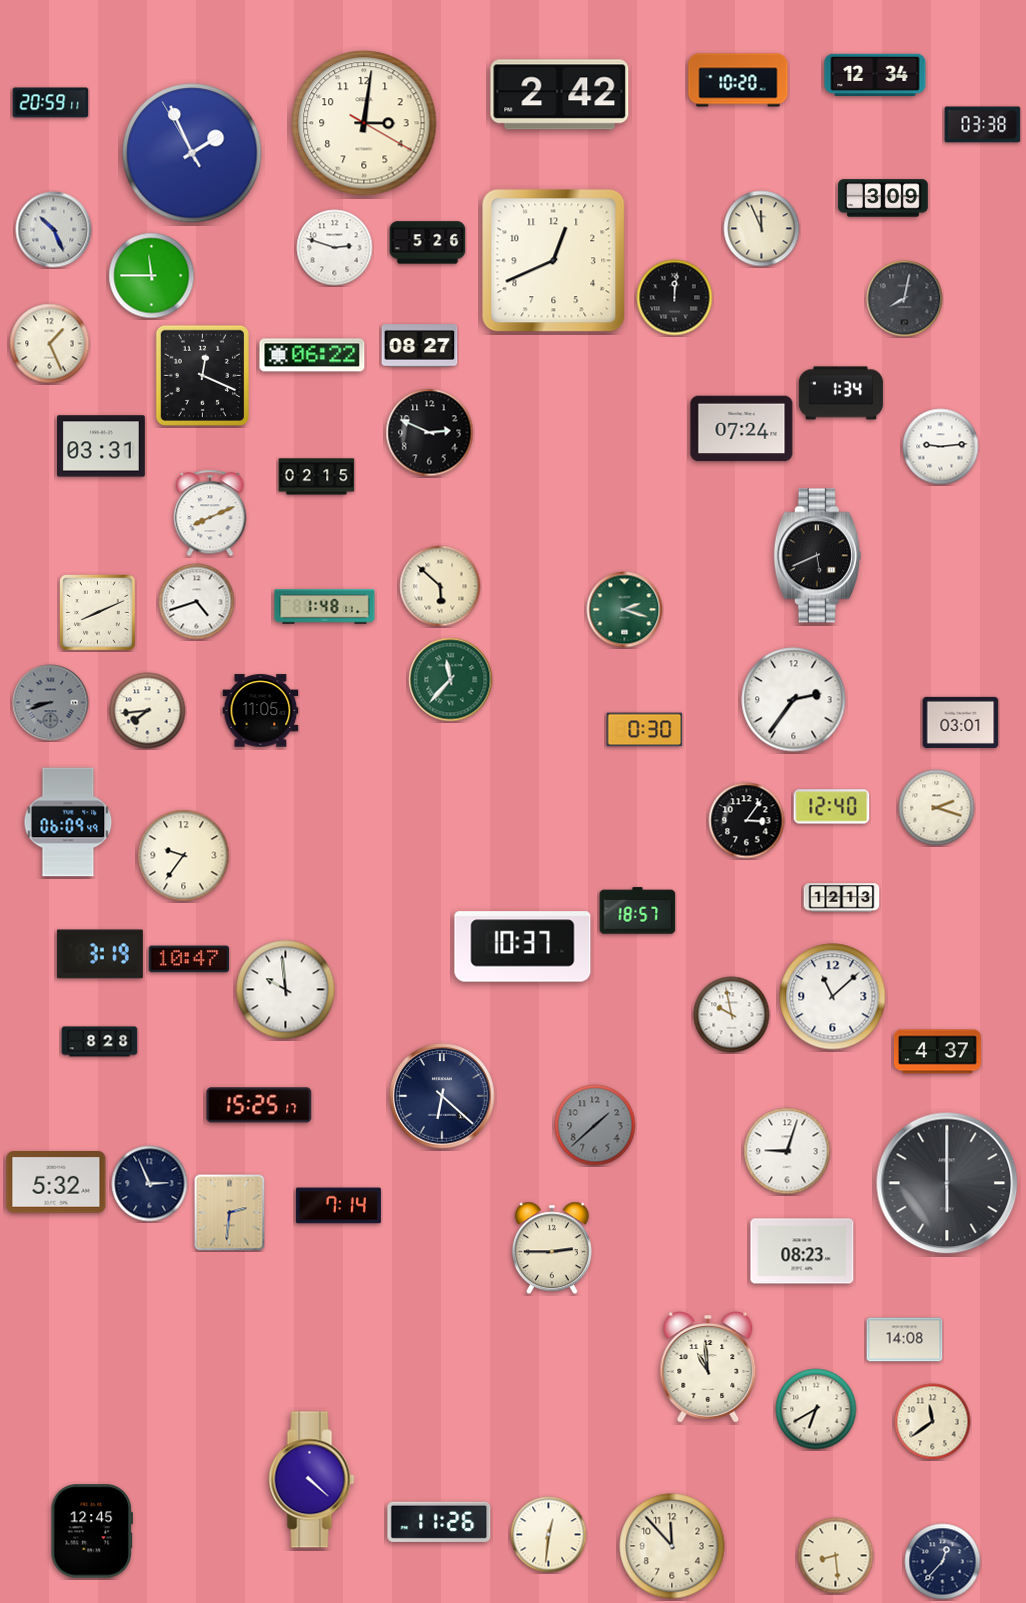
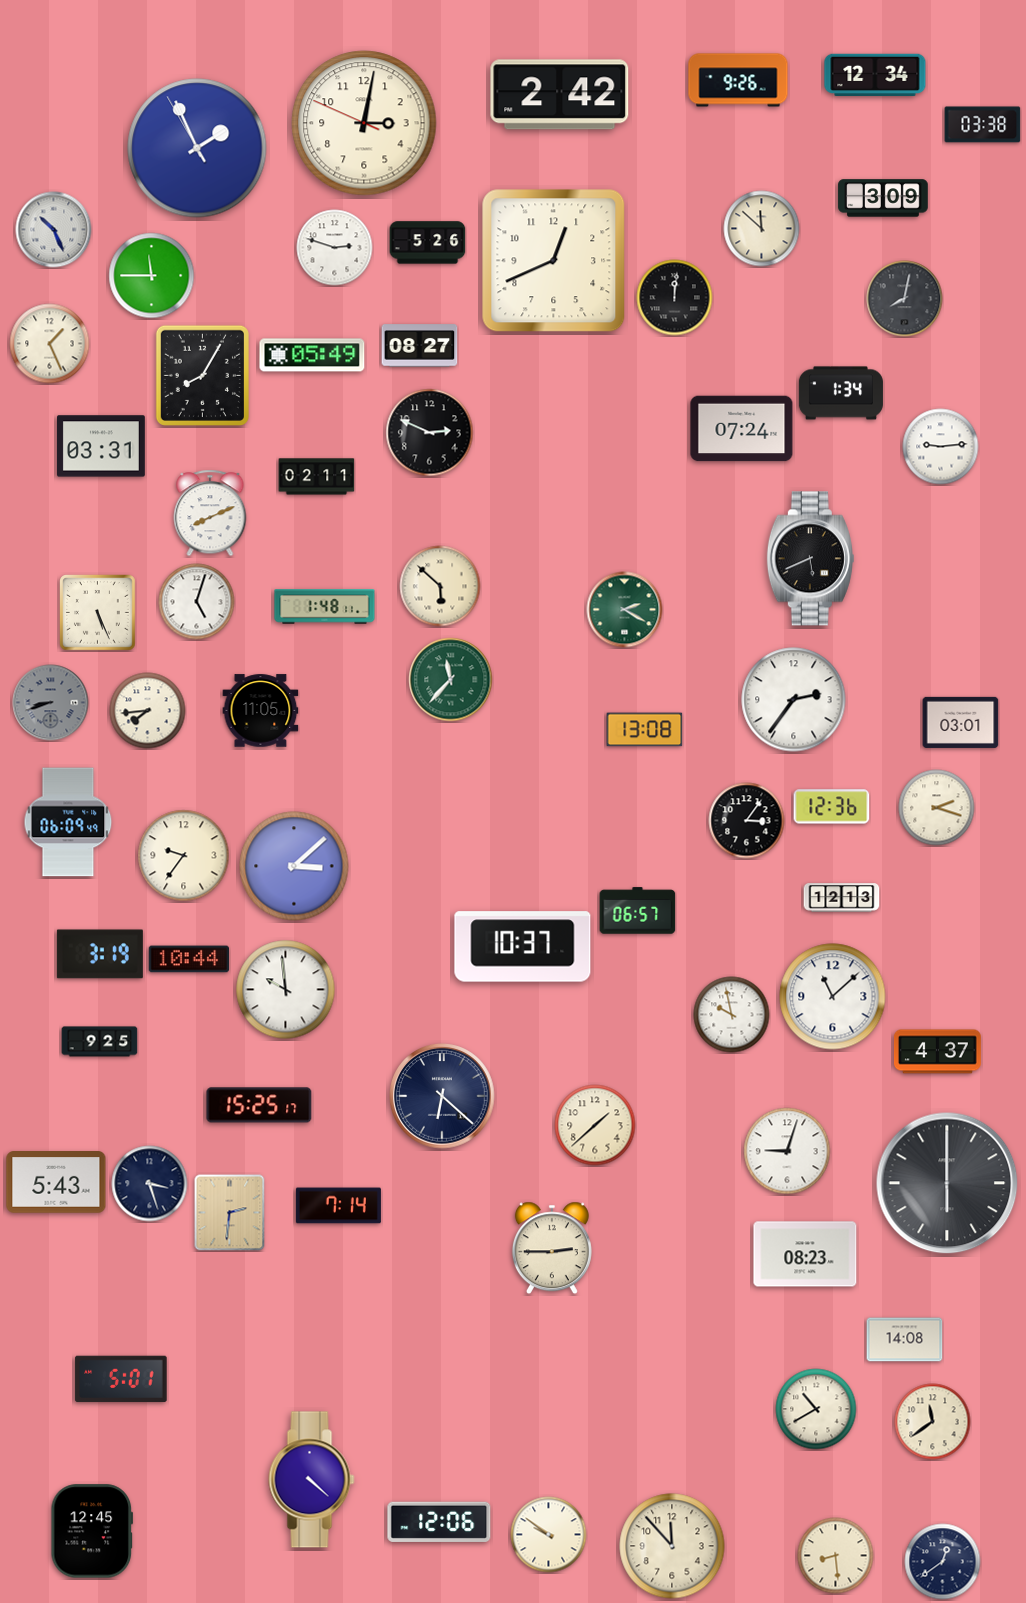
clock at (738, 80): 10:20 -> 9:26
clock at (51, 103): 20:59 -> none
clock at (364, 123): 3:01:20 -> 3:01:49
clock at (192, 153) position: (192, 153) -> (197, 148)
clock at (762, 229): 11:56 -> 11:52
clock at (312, 355): 06:22 -> 05:49
clock at (202, 375): 12:19 -> 8:05
clock at (317, 477): 02:15 -> 02:11
clock at (817, 556) position: (817, 556) -> (810, 559)
clock at (197, 602): 4:42 -> 5:03
clock at (625, 610): 2:18 -> 2:20
clock at (98, 613): 8:11 -> 5:26
clock at (645, 730): 0:30 -> 13:08
clock at (832, 807): 12:40 -> 12:36
clock at (294, 866): none -> 3:08
clock at (638, 911): 18:57 -> 06:57
clock at (189, 959): 10:47 -> 10:44
clock at (100, 1042): 8:28 -> 9:25
clock at (595, 1125) dial: grey -> cream
clock at (56, 1183): 5:32 -> 5:43
clock at (150, 1184): 2:56 -> 3:27
clock at (802, 1251) position: (802, 1251) -> (805, 1254)
clock at (708, 1367): 10:59 -> none
clock at (121, 1379): none -> 5:01
clock at (816, 1409): 6:40 -> 10:40
clock at (439, 1522): 11:26 -> 12:06
clock at (549, 1535): 12:31 -> 9:51
clock at (943, 1562): 12:37 -> 12:39
